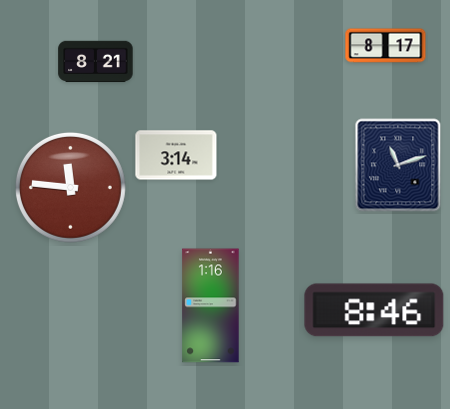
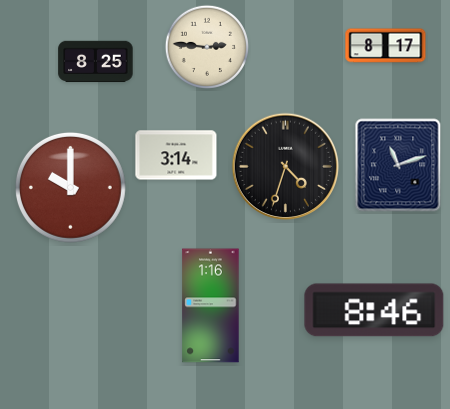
clock at (207, 47): none -> 2:46
clock at (96, 62): 8:21 -> 8:25
clock at (286, 167): none -> 4:33
clock at (70, 187): 11:46 -> 10:00
